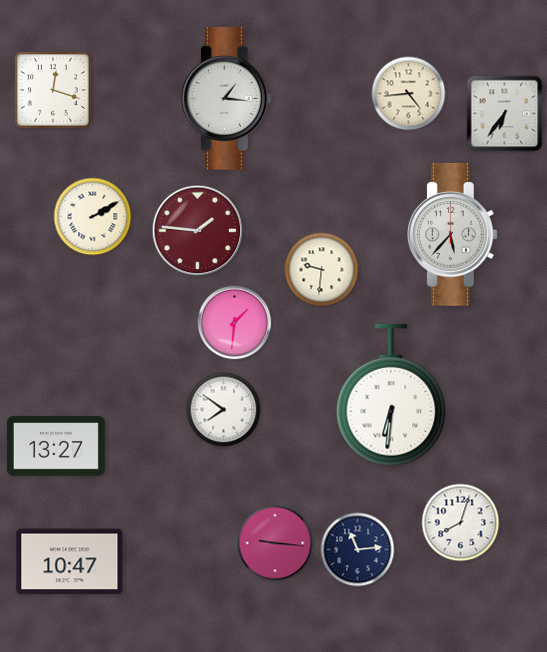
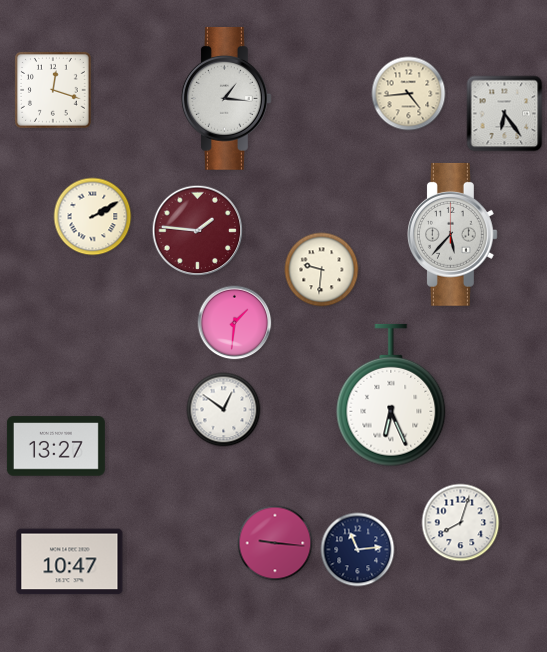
clock at (505, 114): 6:36 -> 6:24
clock at (391, 395): 6:31 -> 6:26
clock at (224, 410): 7:51 -> 12:51
